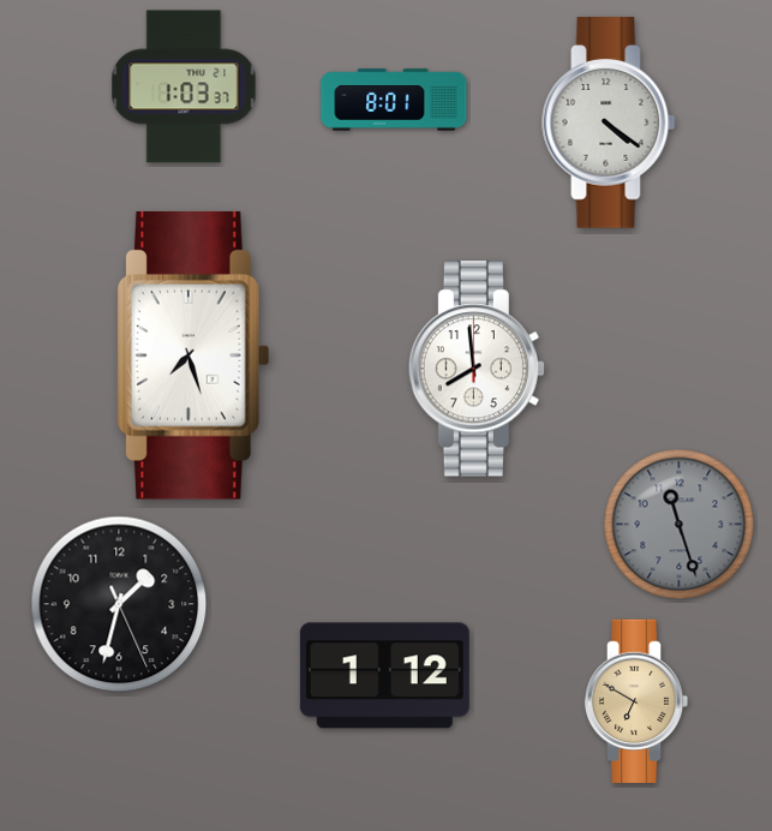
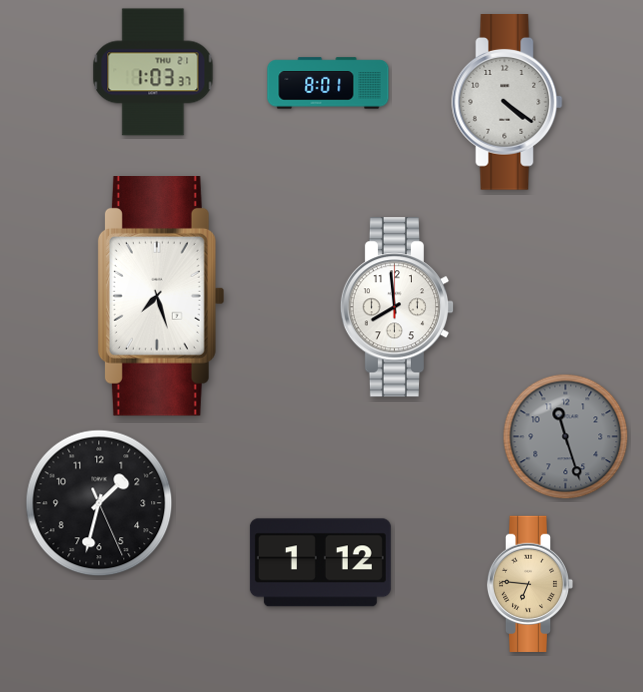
clock at (636, 701): 6:50 -> 6:46
